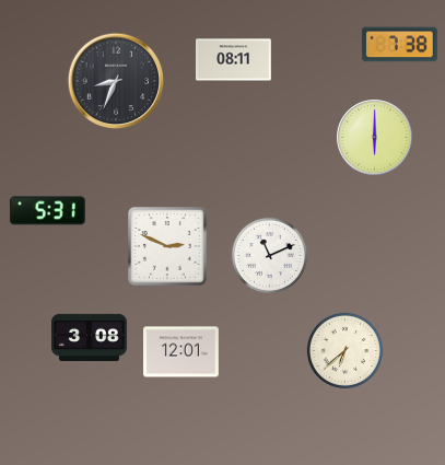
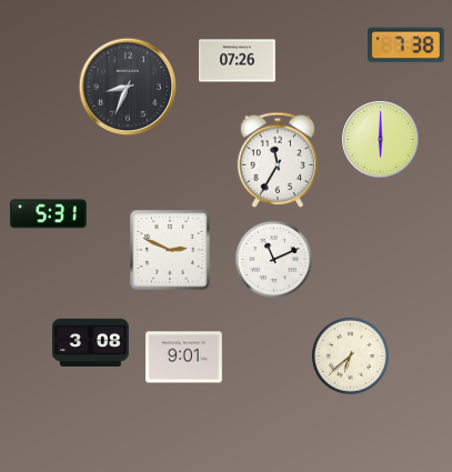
clock at (234, 60): 08:11 -> 07:26
clock at (116, 81) position: (116, 81) -> (128, 87)
clock at (278, 160): none -> 11:35
clock at (181, 352): 12:01 -> 9:01
